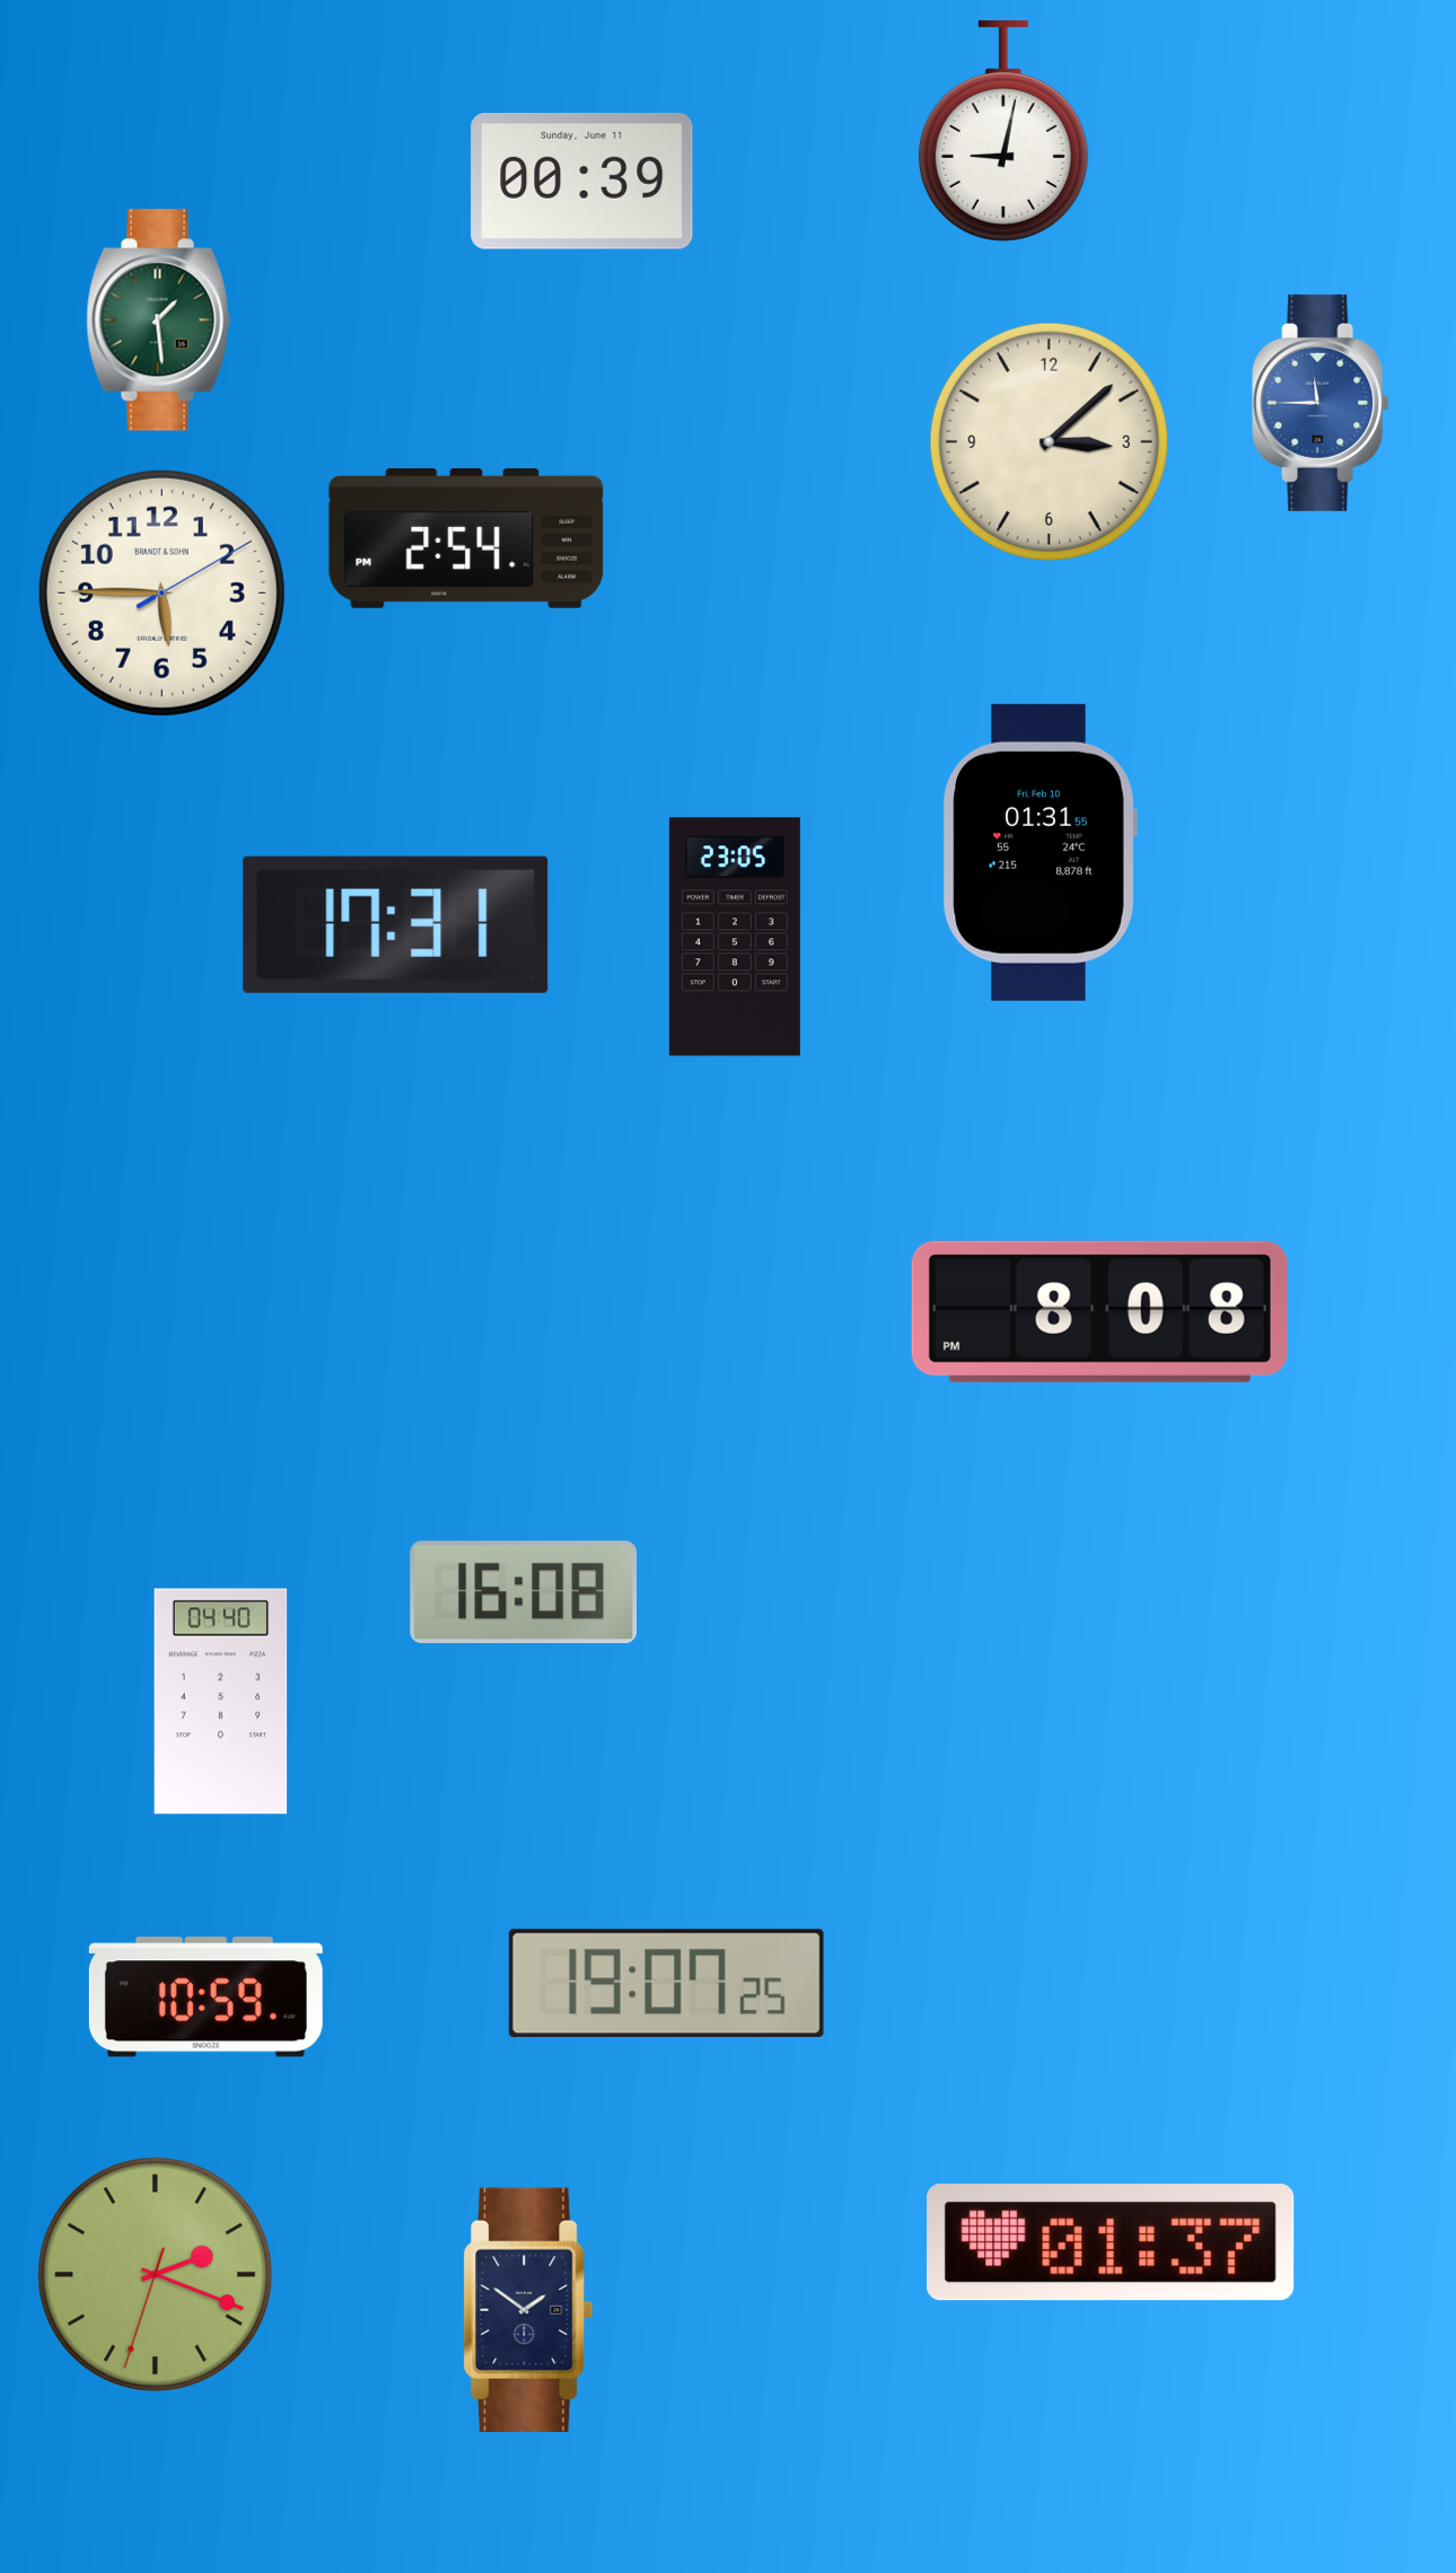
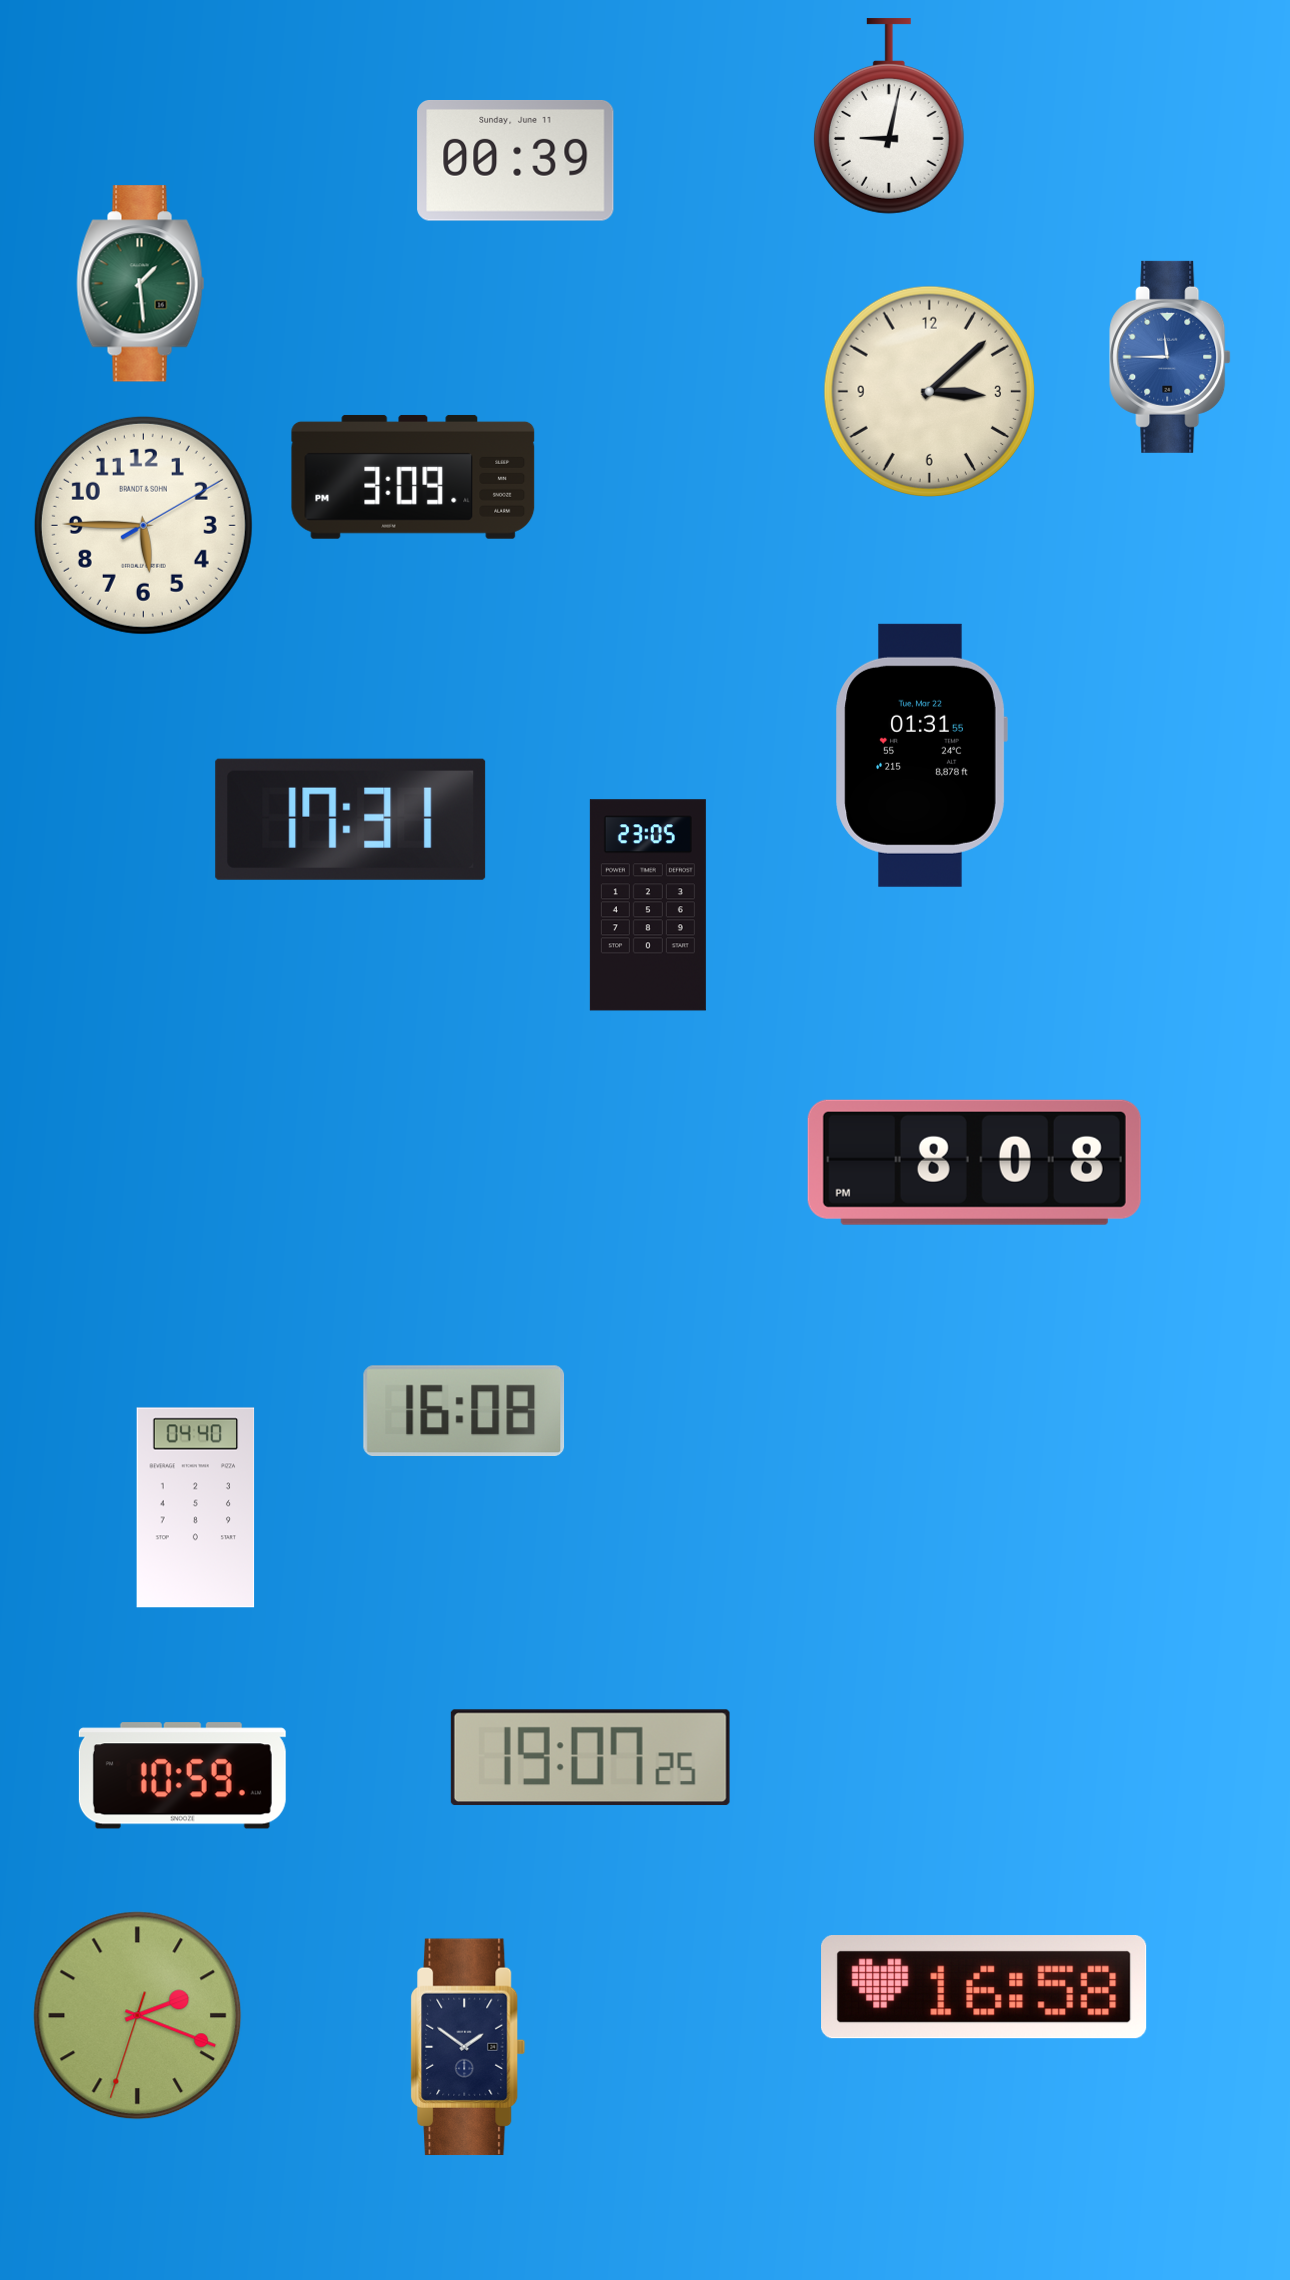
clock at (466, 538): 2:54 -> 3:09
clock at (1040, 852) date: Fri, Feb 10 -> Tue, Mar 22
clock at (735, 937) position: (735, 937) -> (648, 905)
clock at (205, 1997) position: (205, 1997) -> (182, 1776)
clock at (1111, 2242): 01:37 -> 16:58
